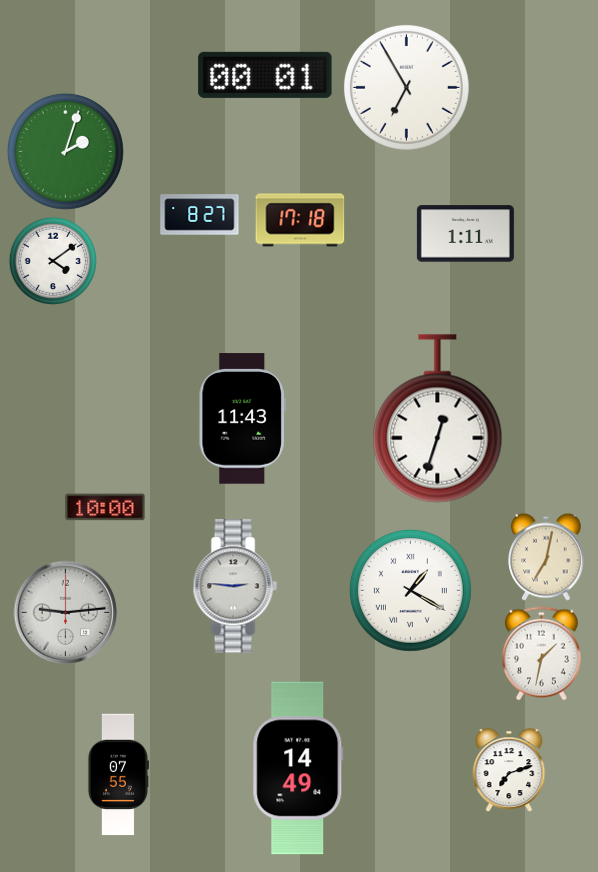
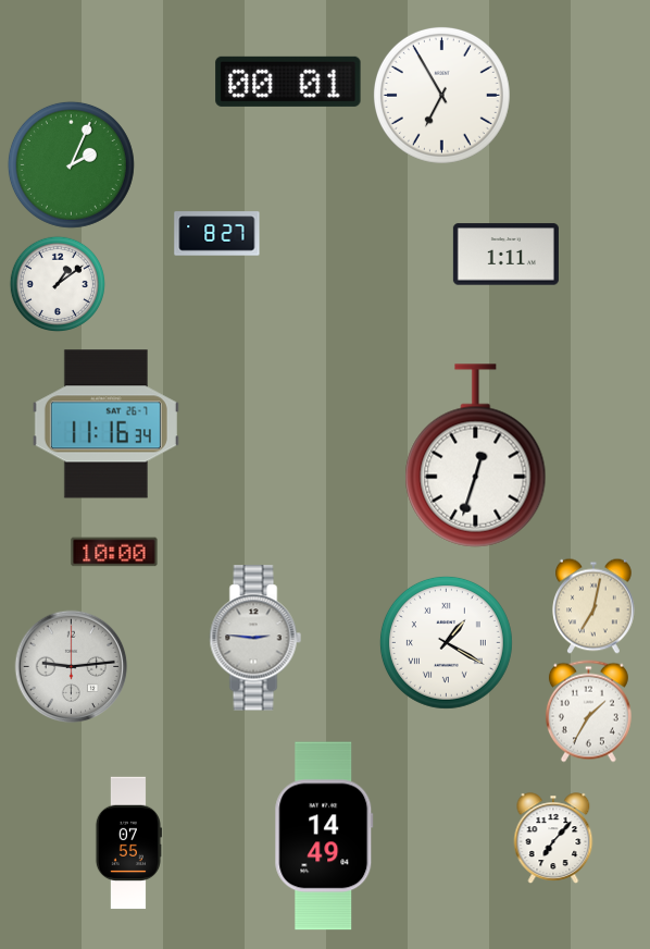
clock at (65, 151): 2:03 -> 2:04
clock at (300, 220): 17:18 -> none
clock at (52, 260): 4:09 -> 1:09
clock at (105, 424): none -> 11:16
clock at (242, 419): 11:43 -> none
clock at (541, 654): 1:32 -> 1:35
clock at (509, 770): 7:12 -> 7:07
